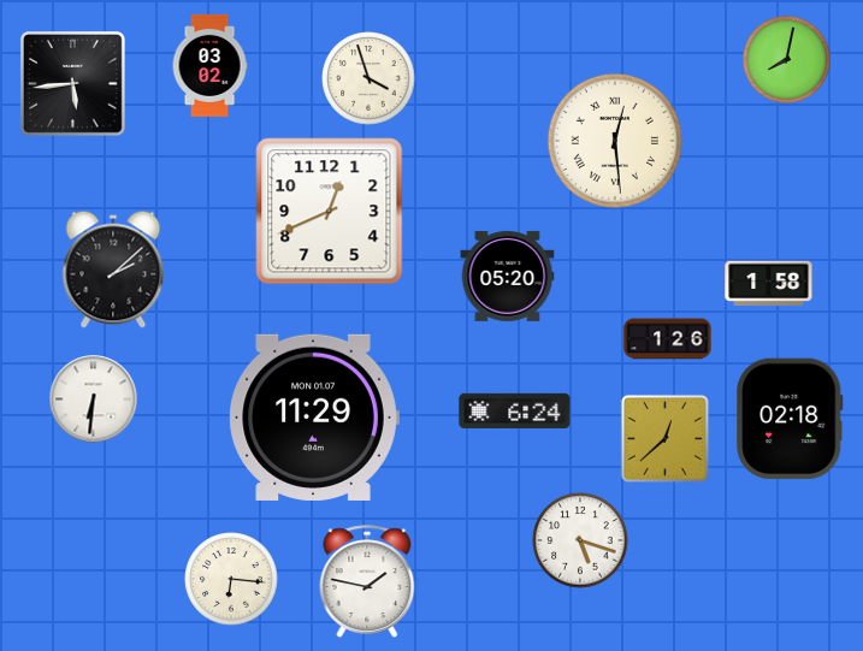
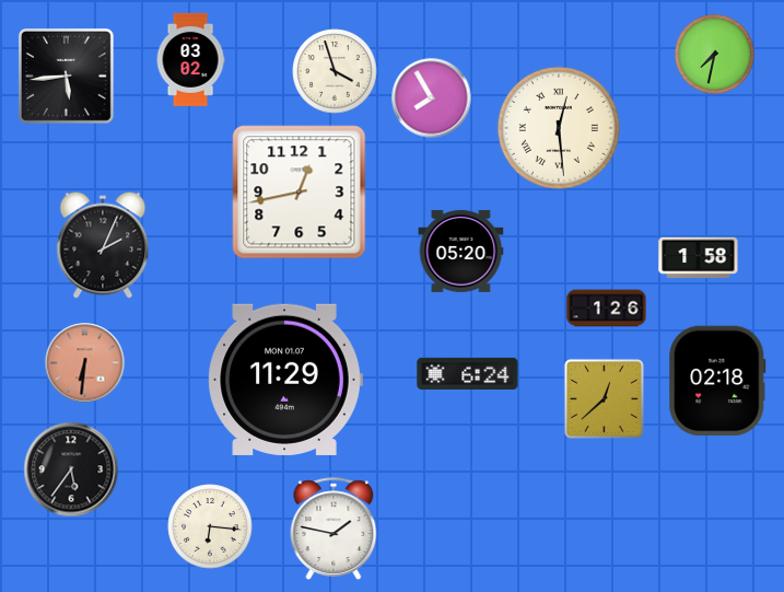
clock at (787, 60): 8:02 -> 7:32
clock at (432, 98): none -> 7:55
clock at (330, 212): 12:41 -> 12:43
clock at (113, 270): 2:08 -> 2:04
clock at (94, 400) dial: white -> salmon
clock at (71, 469): none -> 5:36
clock at (580, 540): 5:18 -> none
